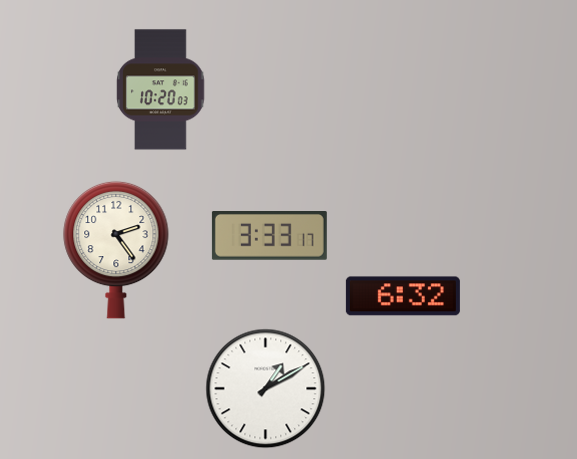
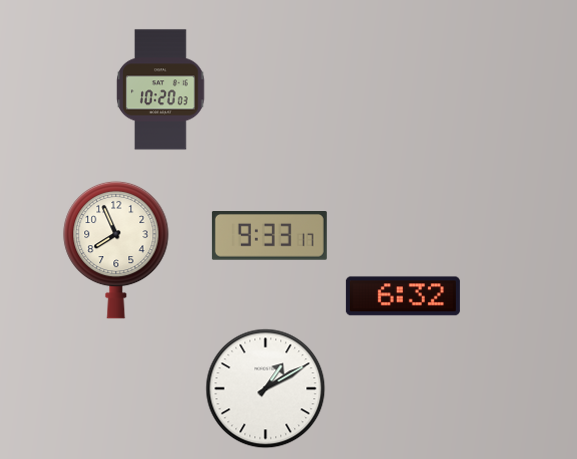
clock at (269, 236): 3:33 -> 9:33
clock at (116, 250): 2:24 -> 7:56
